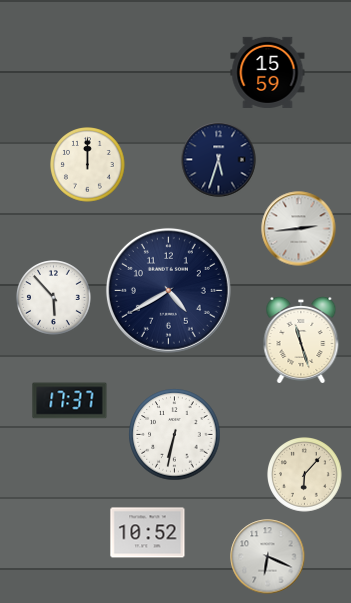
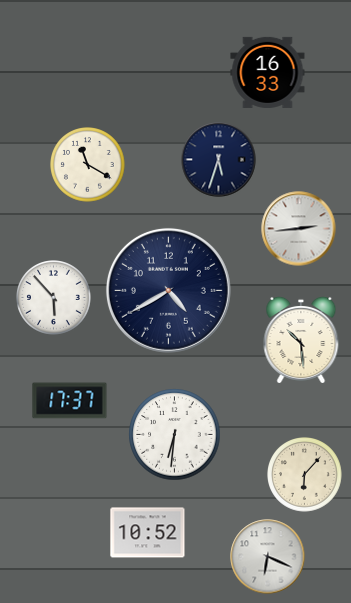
clock at (268, 72): 15:59 -> 16:33
clock at (88, 165): 12:00 -> 11:20
clock at (301, 340): 11:27 -> 10:29
clock at (175, 435): 6:32 -> 6:31
